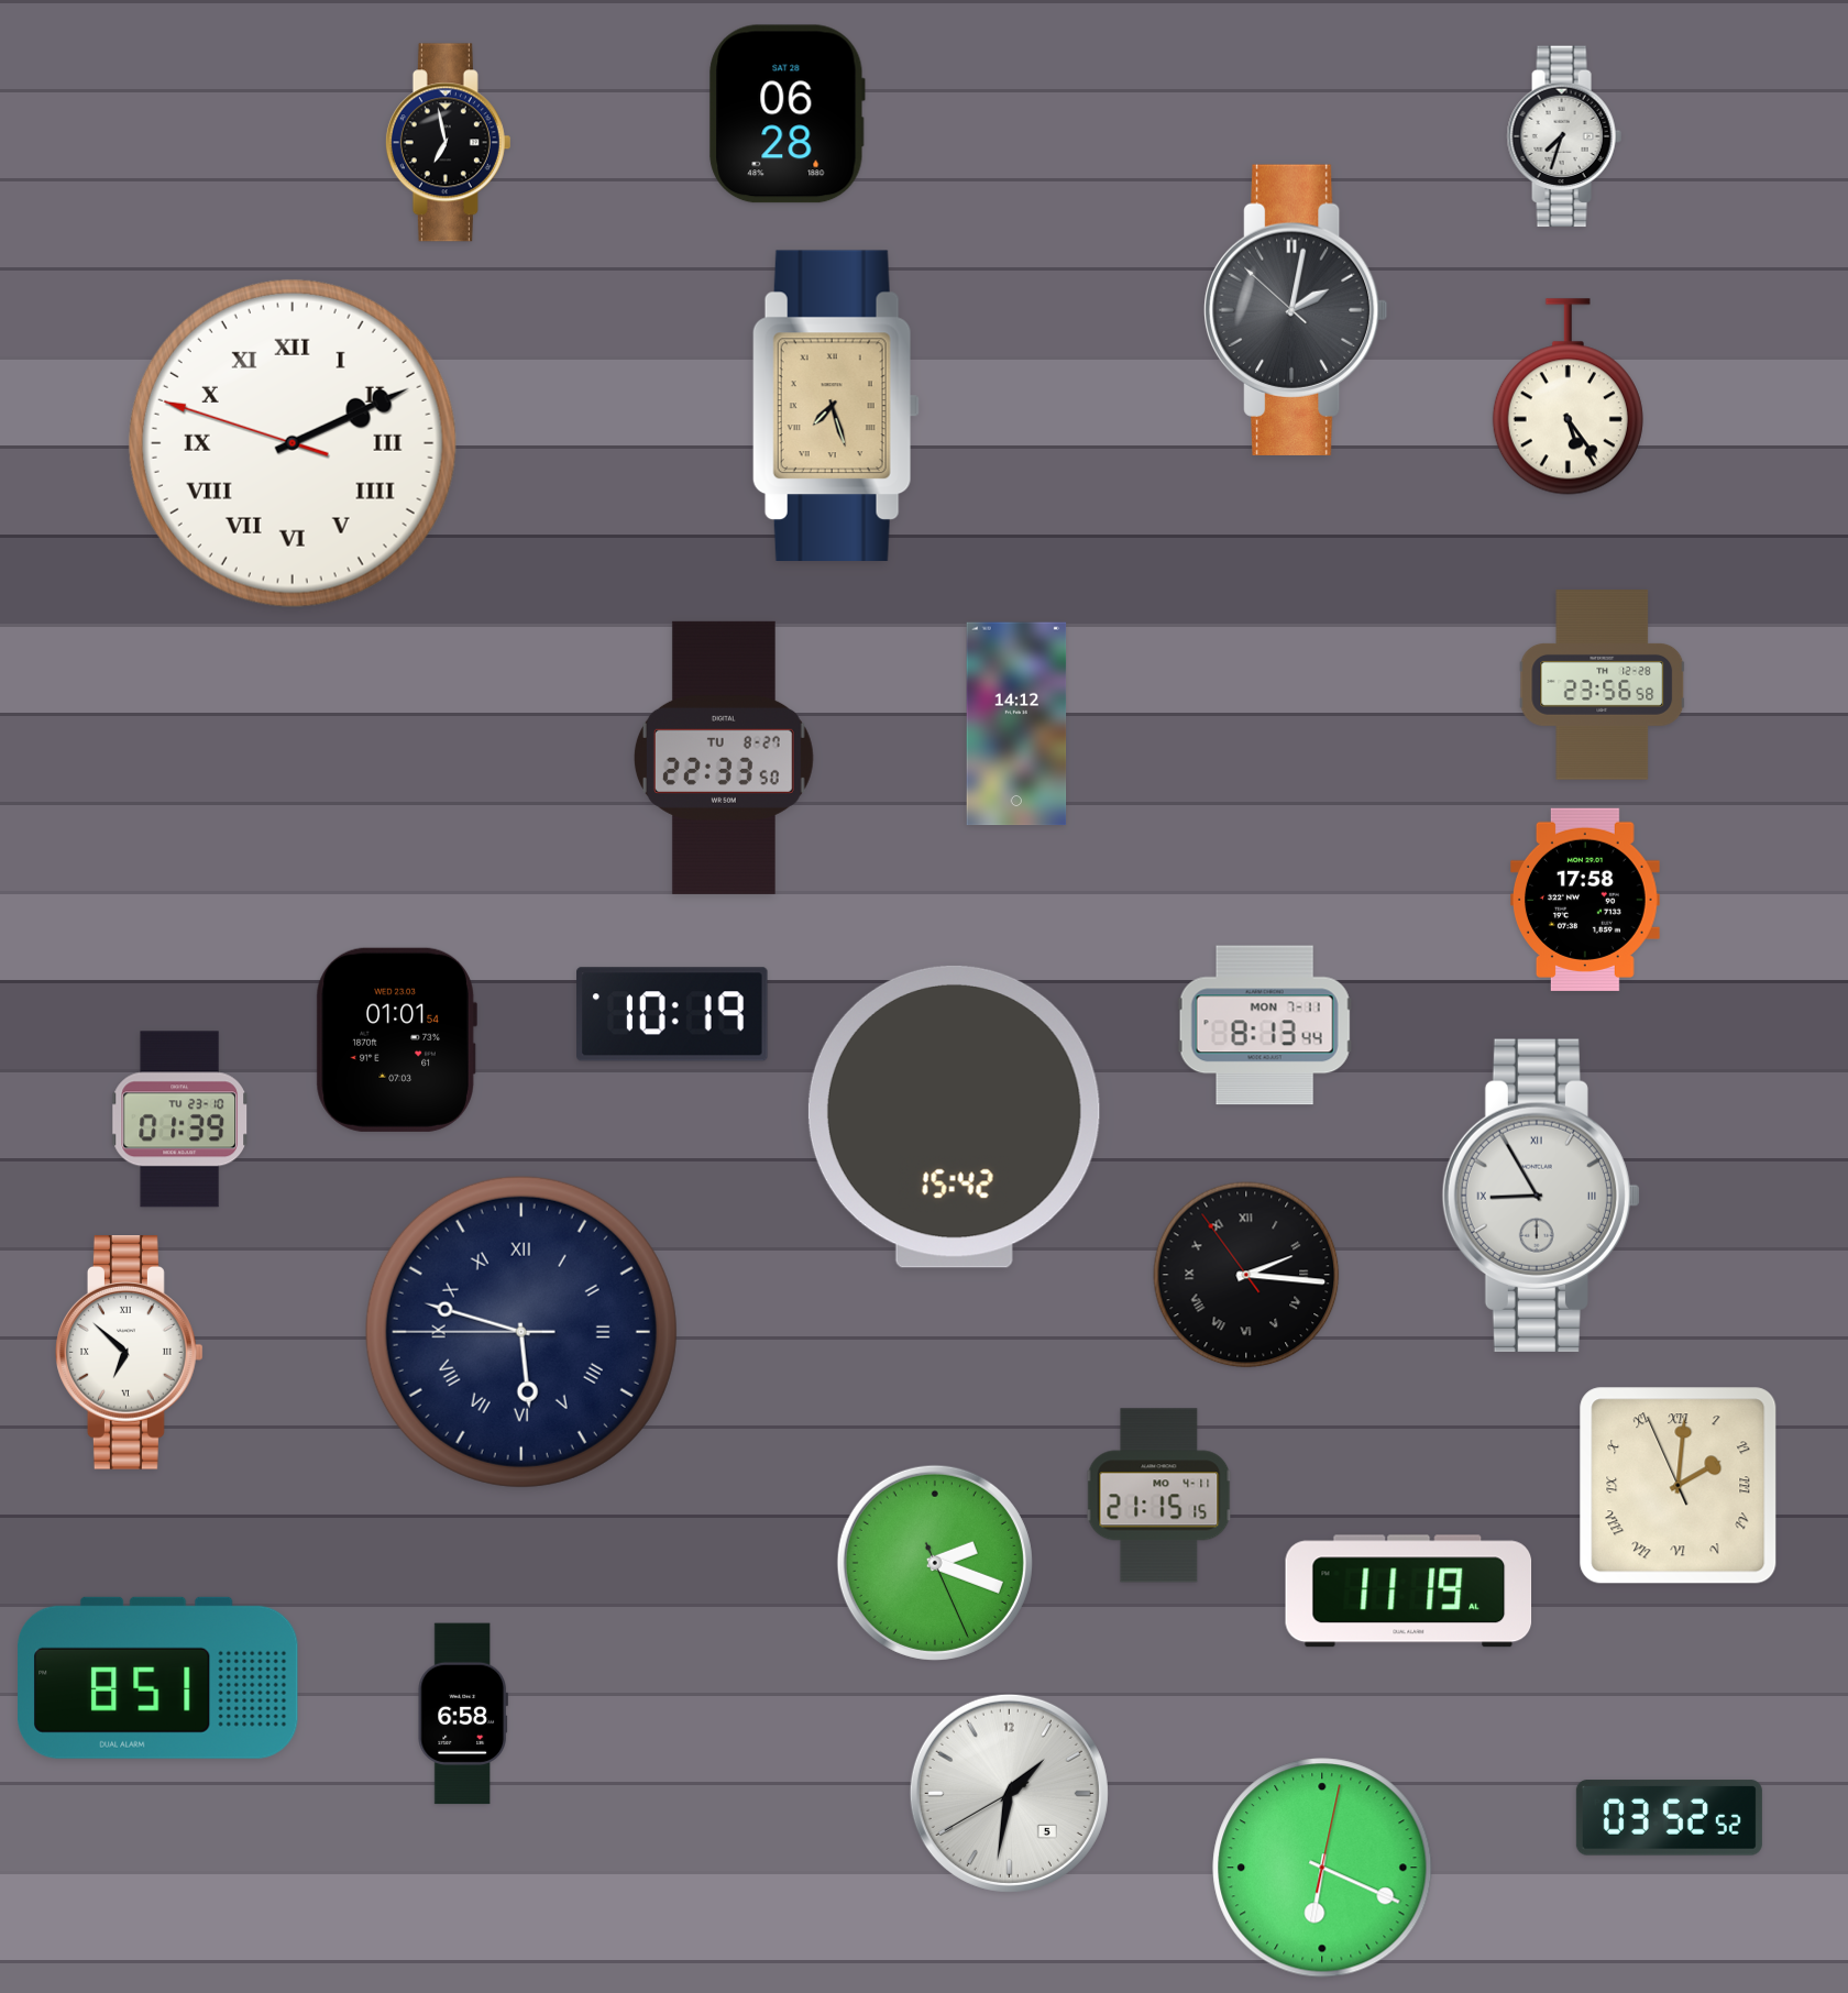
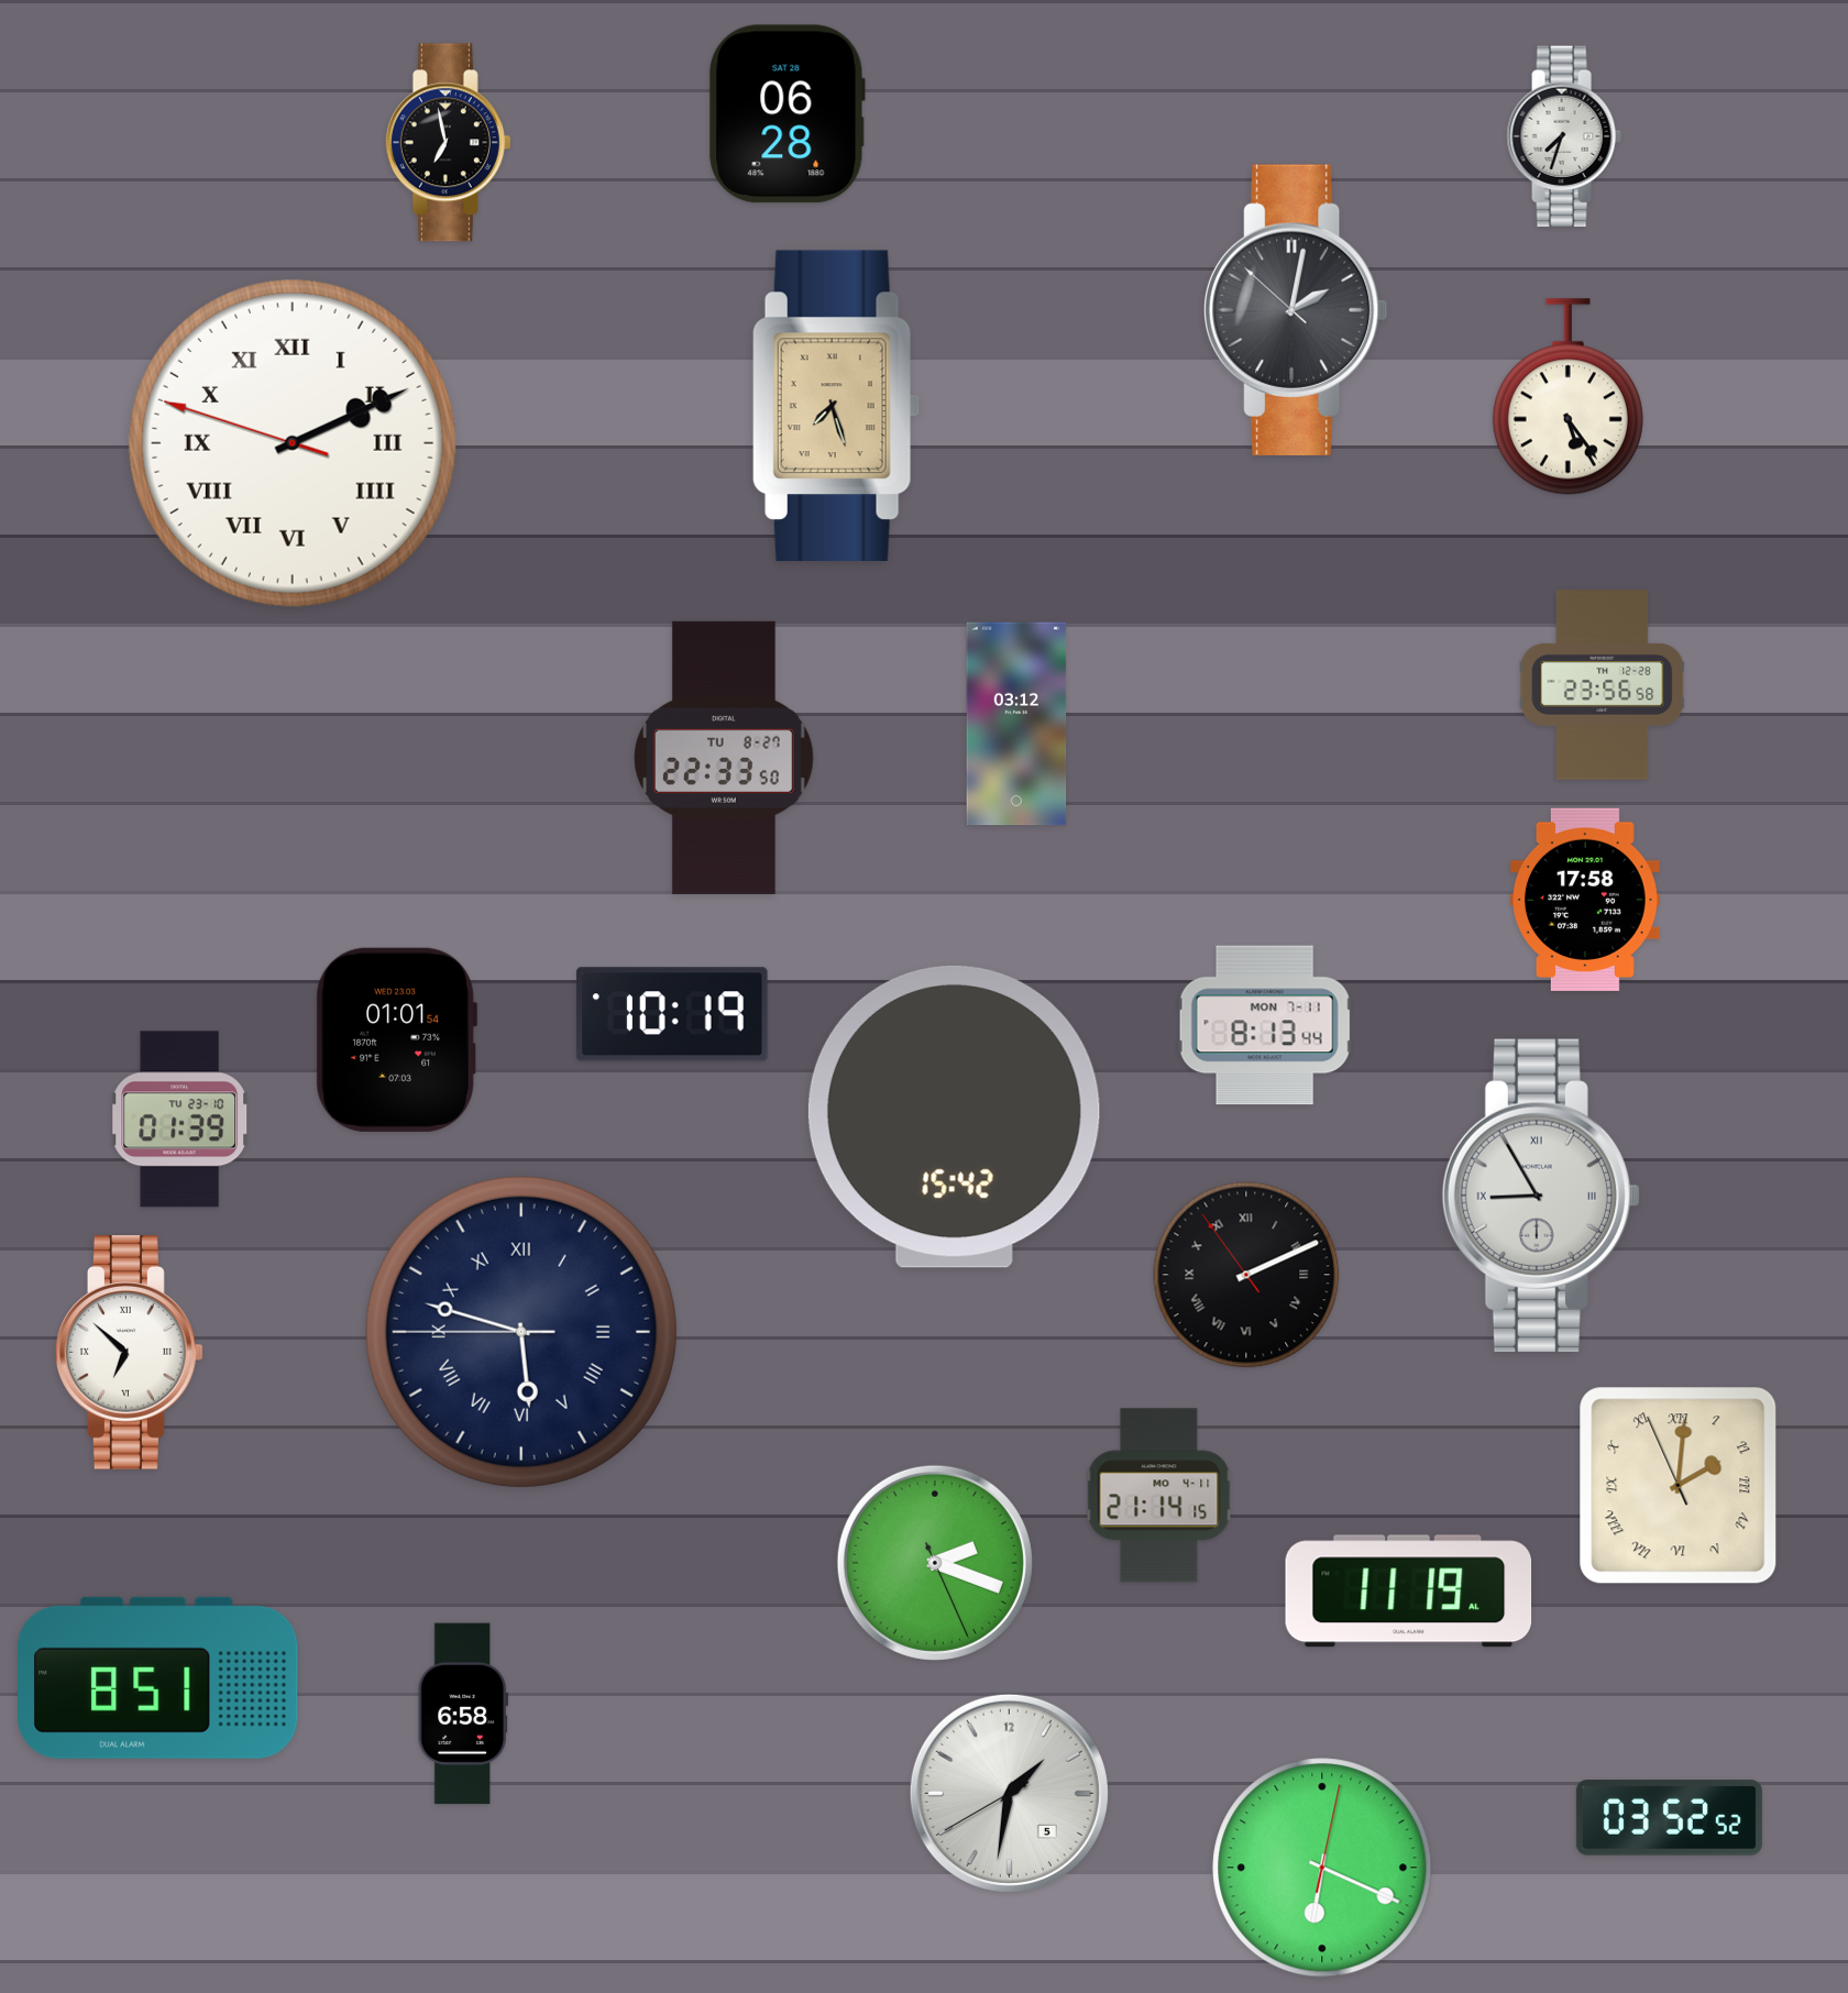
clock at (1016, 724): 14:12 -> 03:12
clock at (1246, 1275): 2:15 -> 2:10
clock at (1159, 1496): 21:15 -> 21:14
